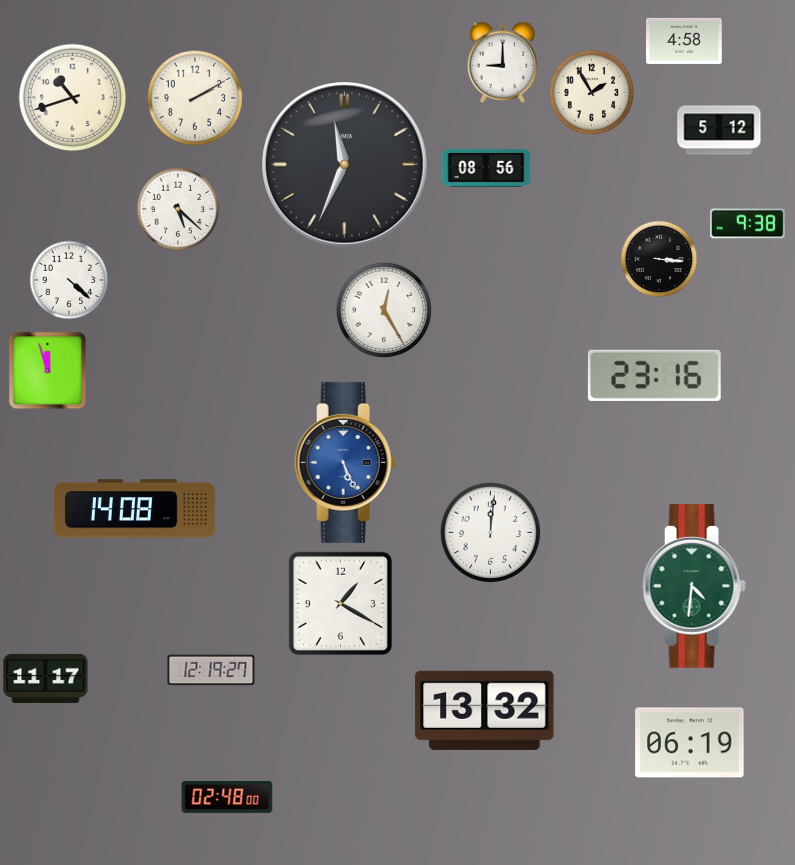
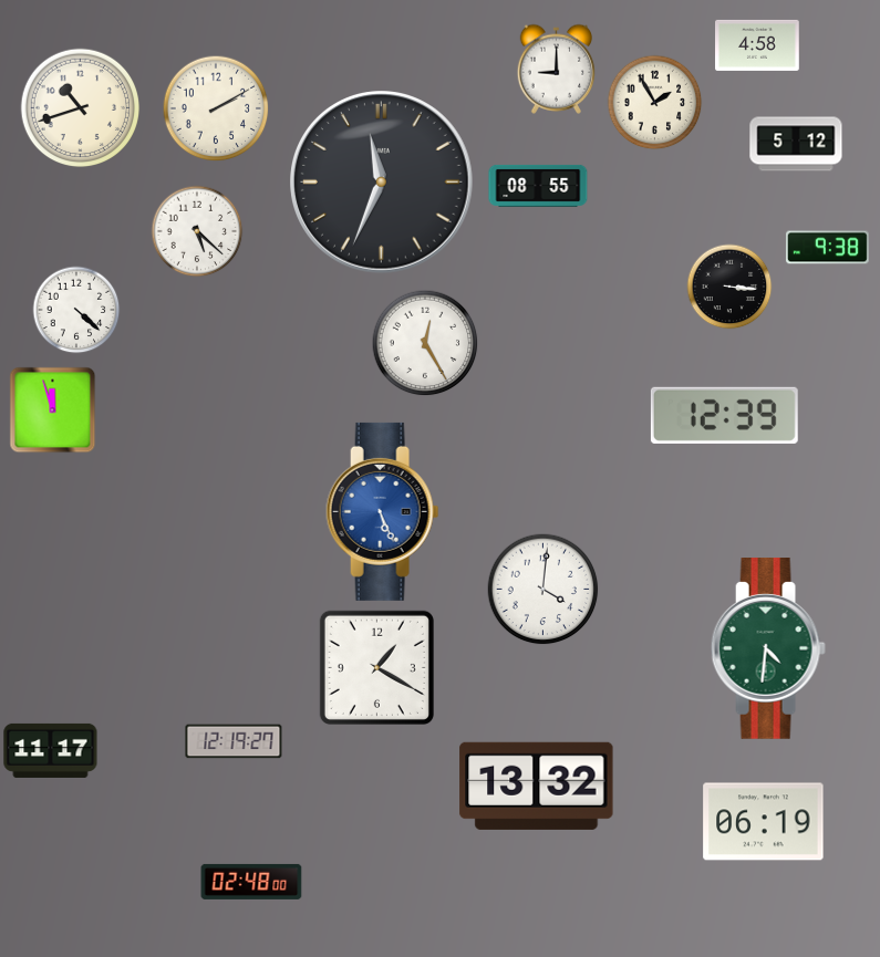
clock at (486, 168): 08:56 -> 08:55
clock at (654, 375): 23:16 -> 12:39
clock at (134, 509): 14:08 -> none
clock at (491, 533): 12:01 -> 4:01
